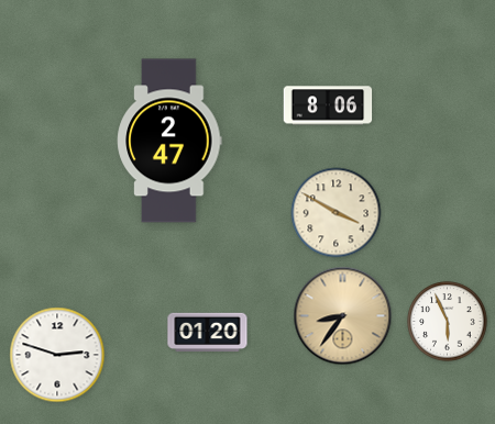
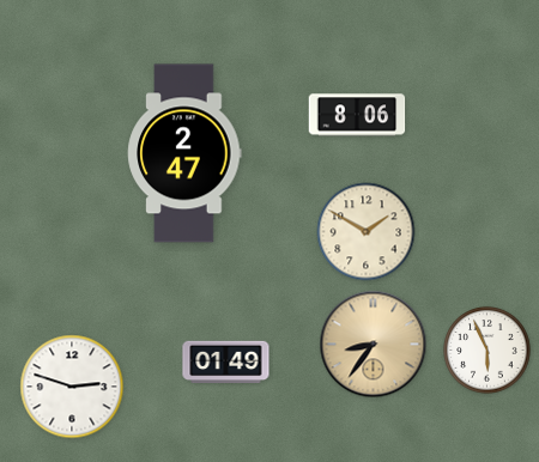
clock at (337, 213): 3:50 -> 1:50
clock at (208, 333): 01:20 -> 01:49
clock at (57, 355) position: (57, 355) -> (72, 387)
